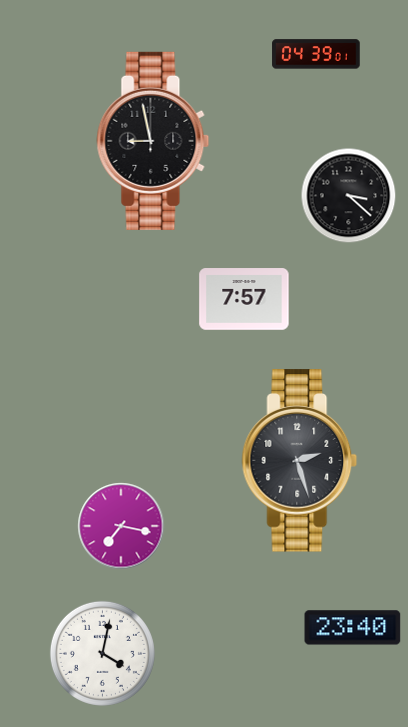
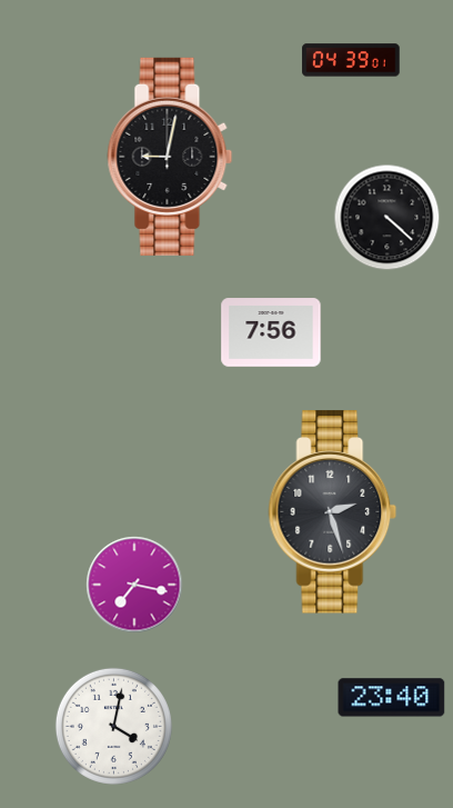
clock at (153, 141): 8:58 -> 9:02
clock at (349, 196): 3:22 -> 4:22
clock at (244, 299): 7:57 -> 7:56
